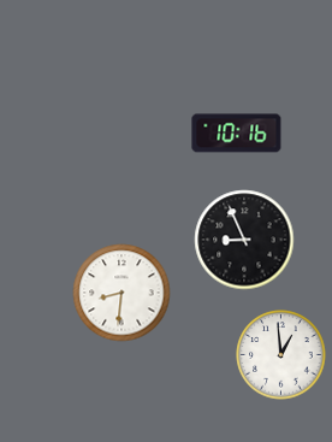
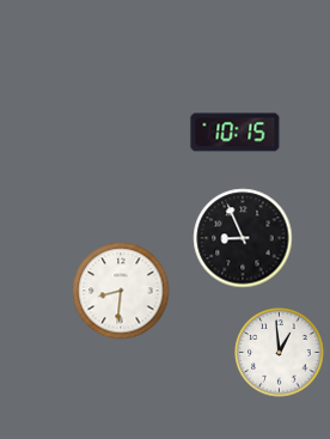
clock at (237, 134): 10:16 -> 10:15
